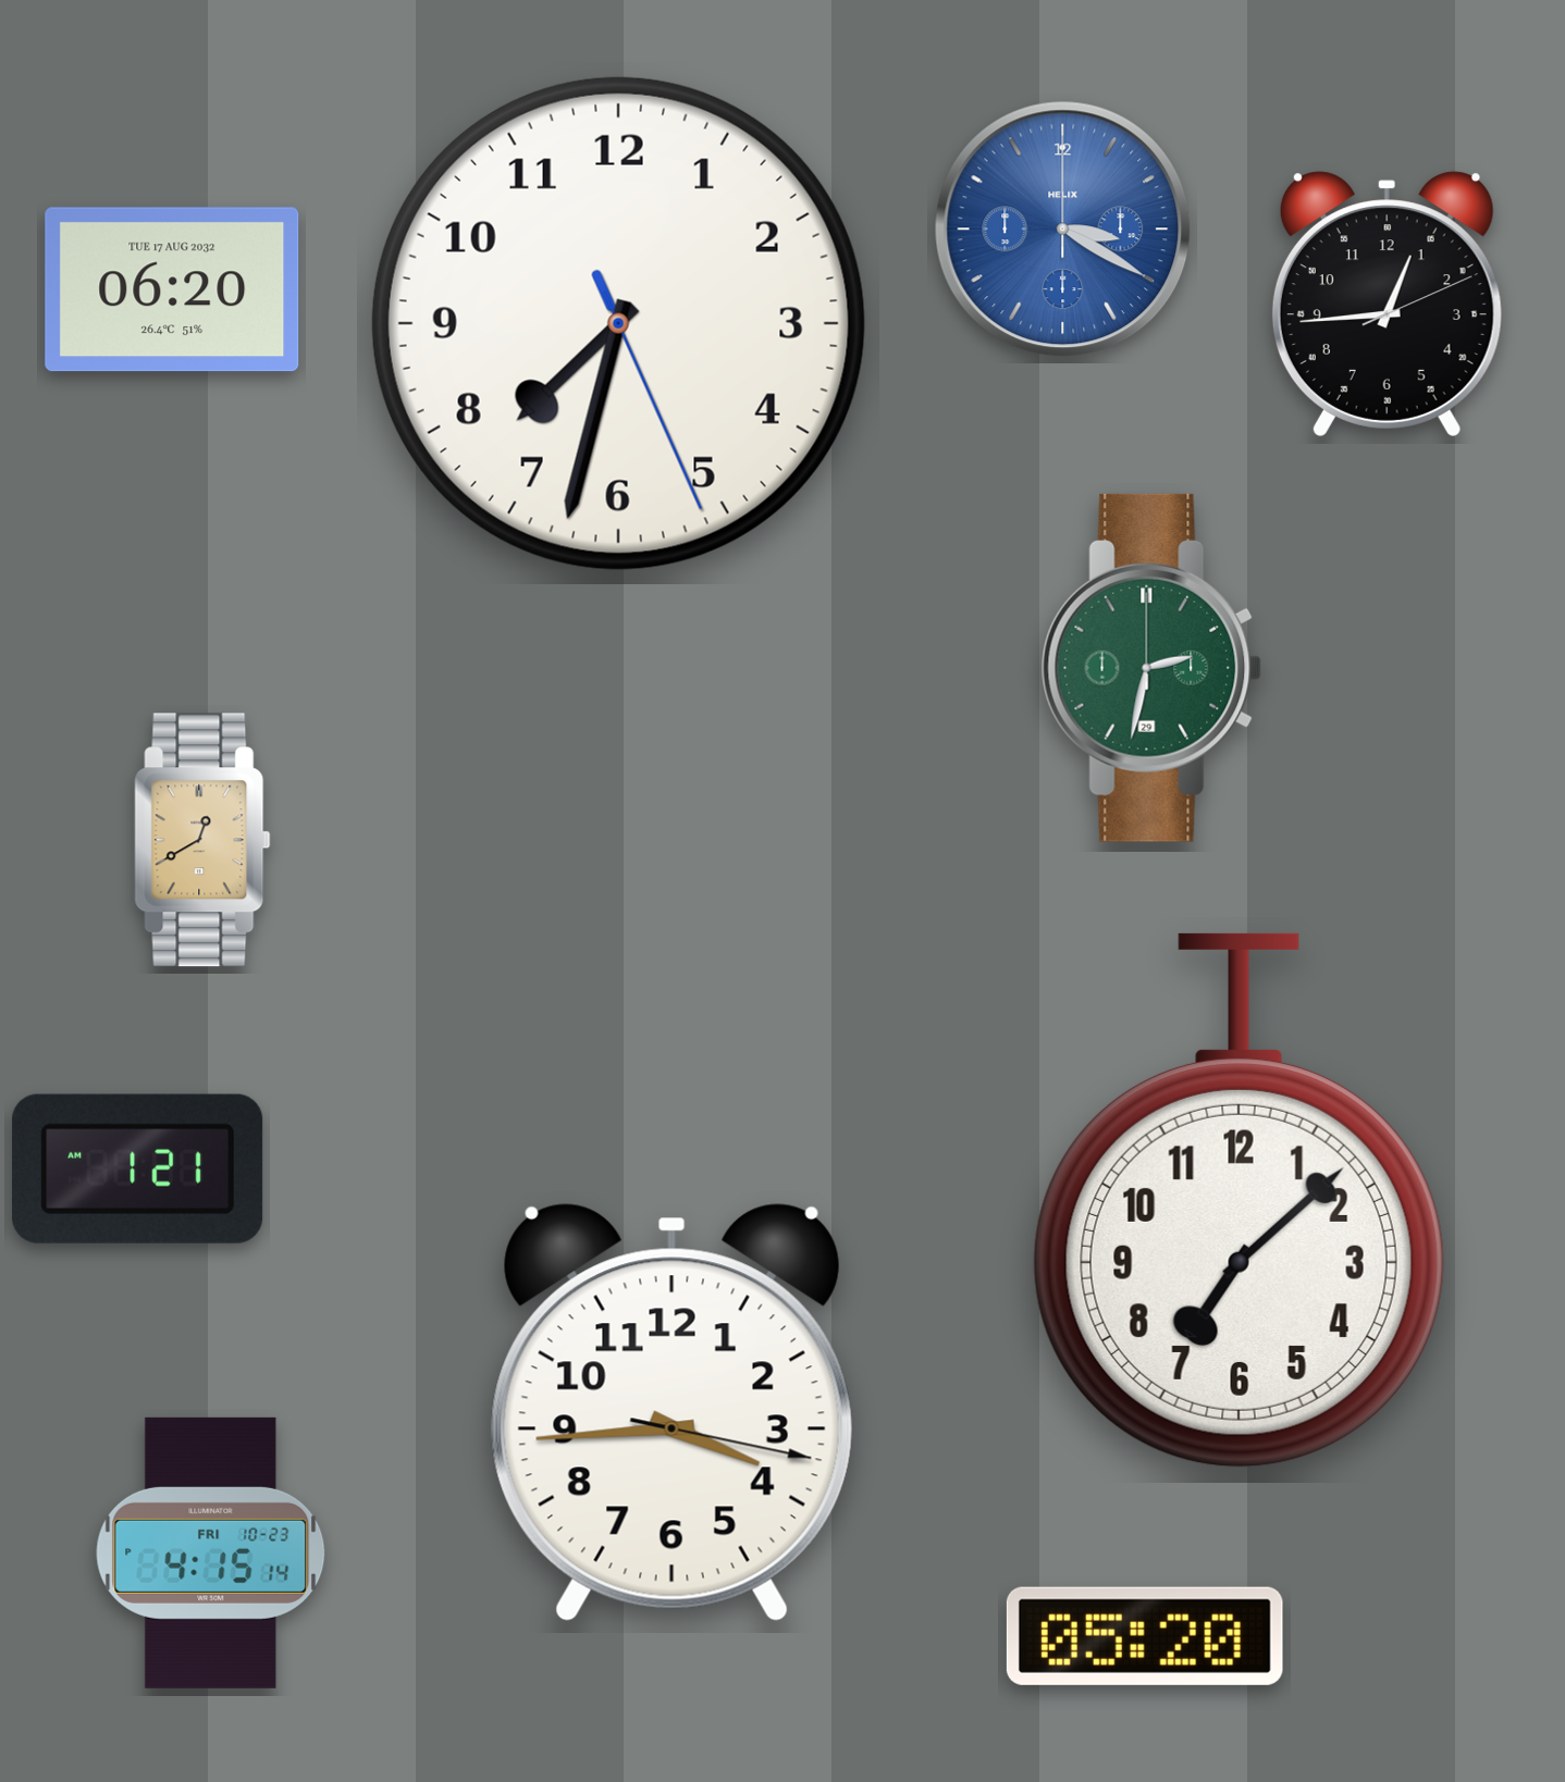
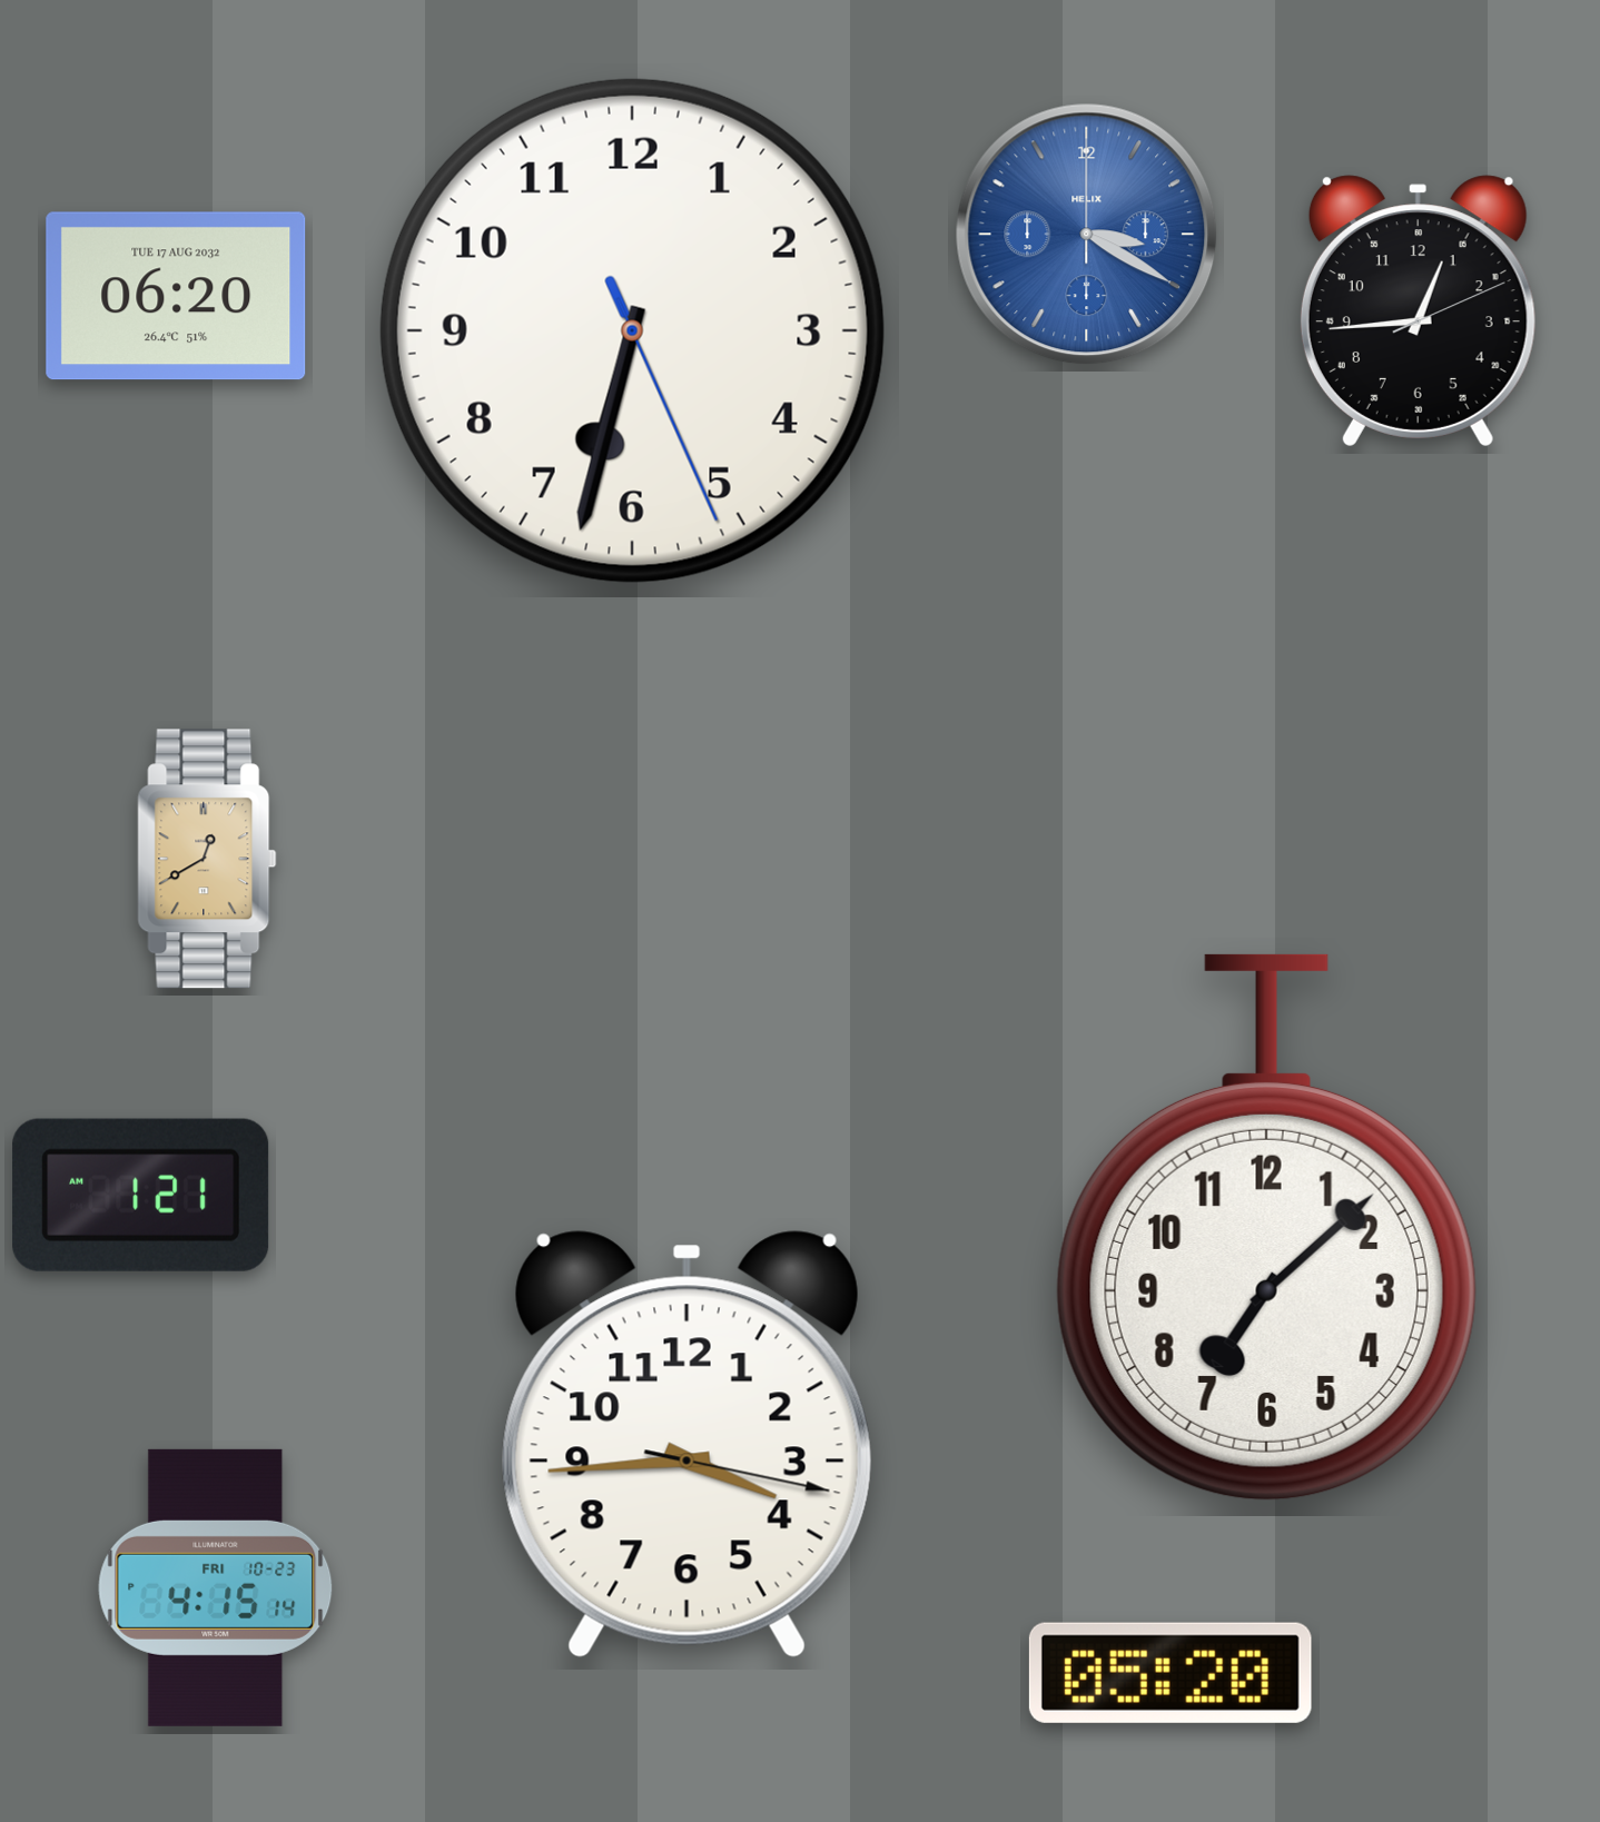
clock at (618, 323): 7:32 -> 6:32
clock at (1151, 668): 2:32 -> none
